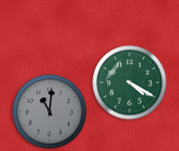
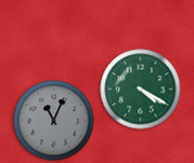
clock at (50, 112): 11:01 -> 11:04
